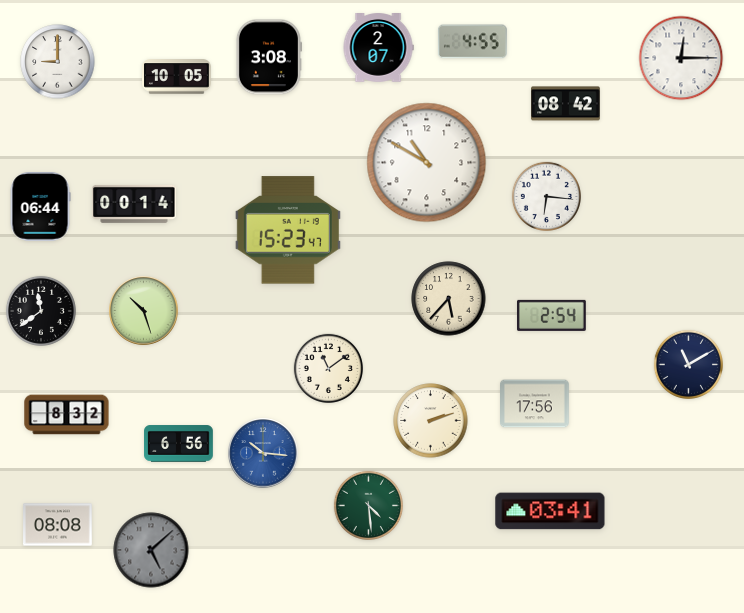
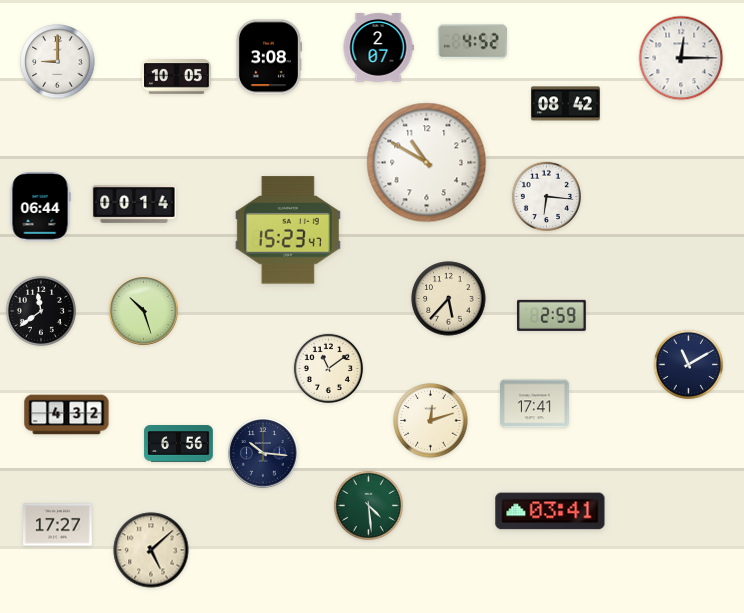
clock at (472, 42): 4:55 -> 4:52
clock at (552, 315): 2:54 -> 2:59
clock at (535, 404): 17:56 -> 17:41
clock at (67, 415): 8:32 -> 4:32
clock at (431, 421): 2:12 -> 12:12
clock at (263, 453) dial: blue -> navy
clock at (58, 525): 08:08 -> 17:27
clock at (151, 550) dial: grey -> cream
